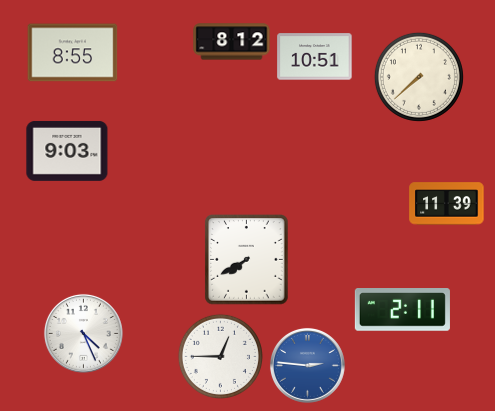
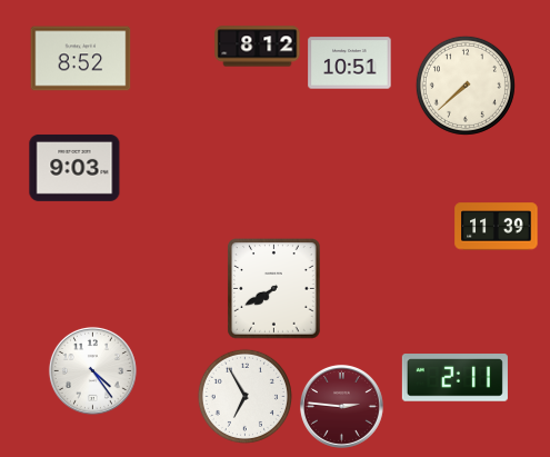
clock at (73, 53): 8:55 -> 8:52
clock at (402, 310) position: (402, 310) -> (454, 378)
clock at (83, 333): 4:26 -> 4:24
clock at (220, 356): 12:45 -> 6:55
clock at (307, 365) dial: blue -> burgundy
